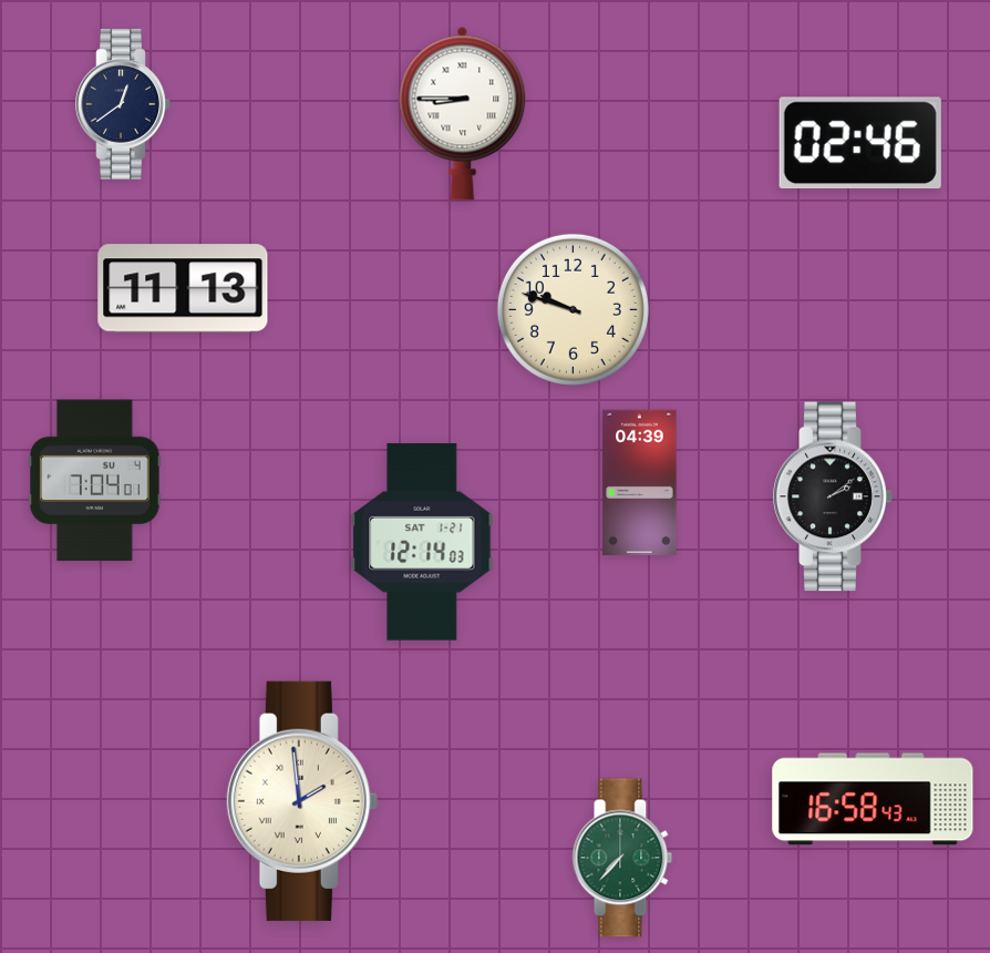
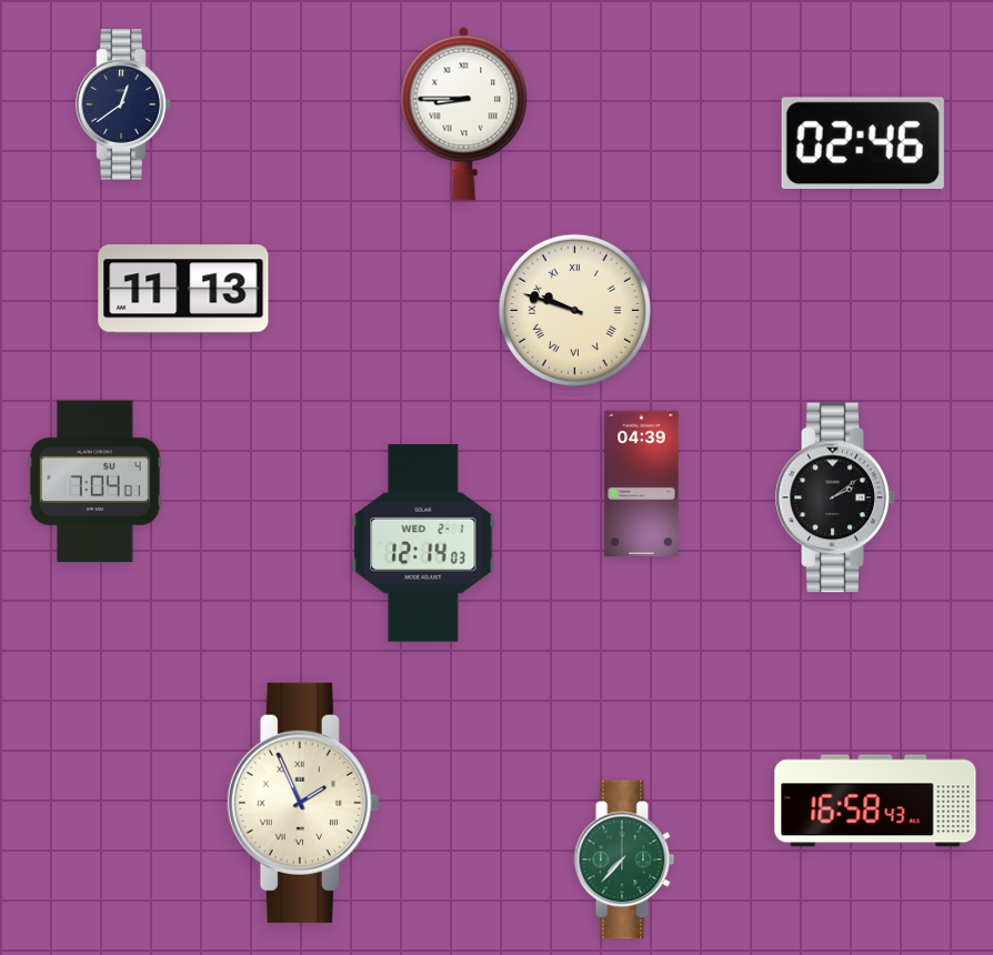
clock at (573, 309) numerals: Arabic -> Roman
clock at (422, 542) date: SAT 1-21 -> WED 2-1
clock at (302, 801): 1:59 -> 1:56
